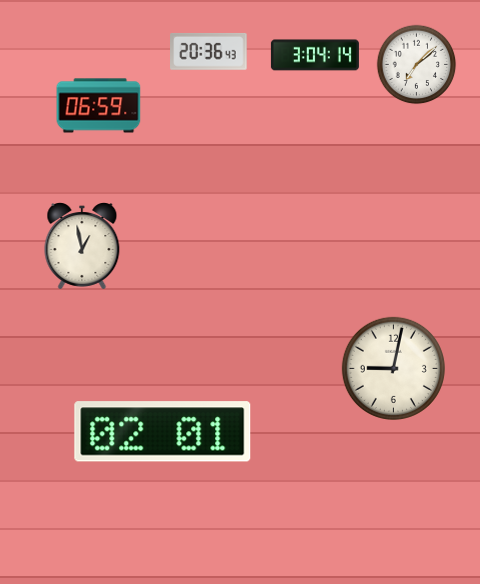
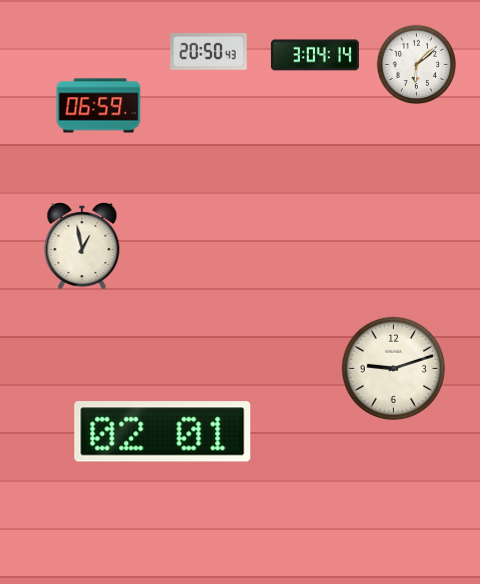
clock at (209, 51): 20:36 -> 20:50
clock at (417, 65): 7:08 -> 6:08
clock at (393, 368): 9:02 -> 9:12
